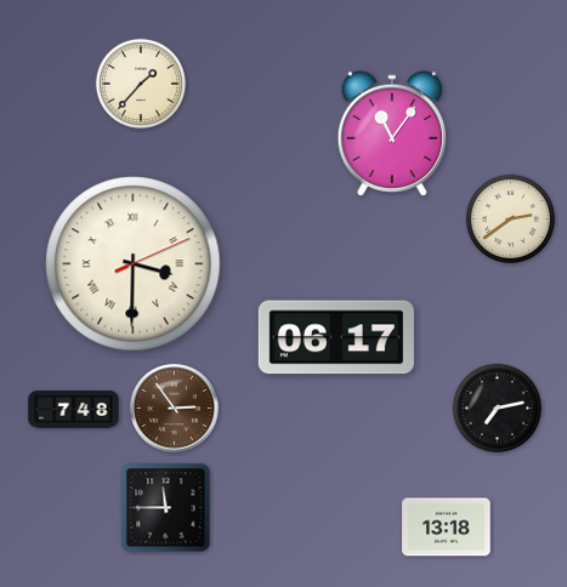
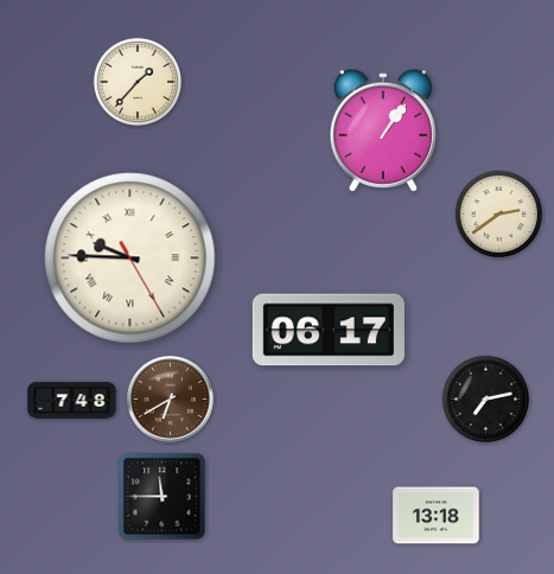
clock at (391, 133): 11:06 -> 1:06
clock at (134, 264): 3:30 -> 9:45
clock at (175, 409): 2:54 -> 6:40
